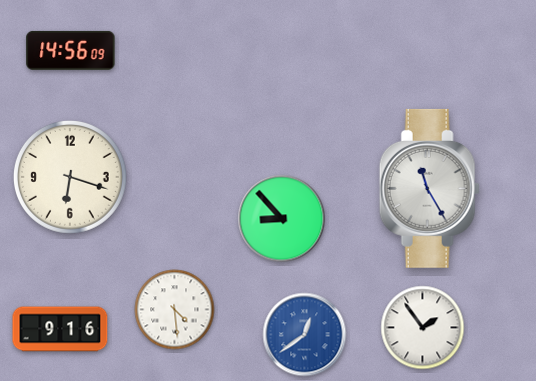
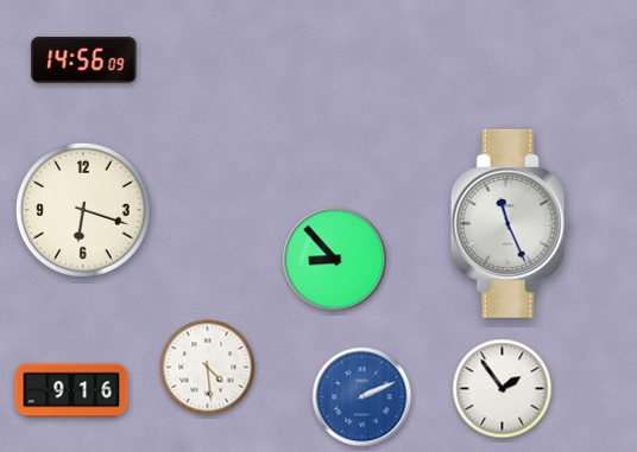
clock at (429, 188): 11:25 -> 11:26
clock at (305, 335): 12:39 -> 2:11
